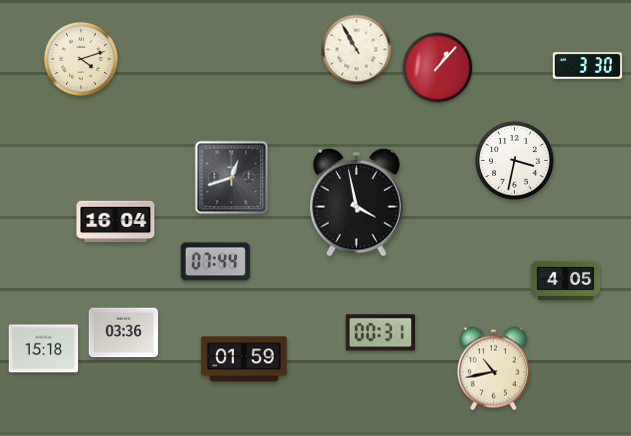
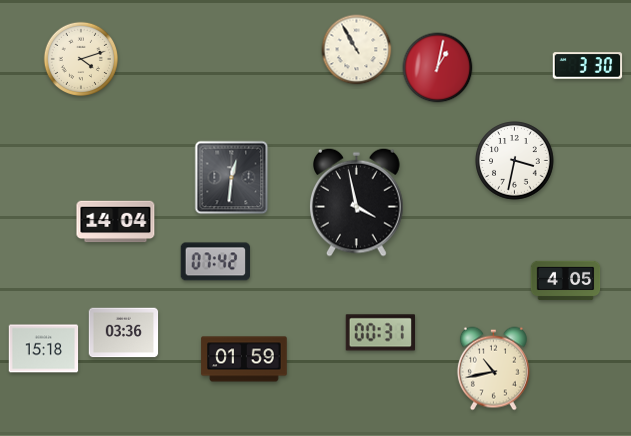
clock at (438, 68): 1:07 -> 1:02
clock at (232, 178): 12:42 -> 12:31
clock at (116, 222): 16:04 -> 14:04
clock at (216, 262): 07:44 -> 07:42
